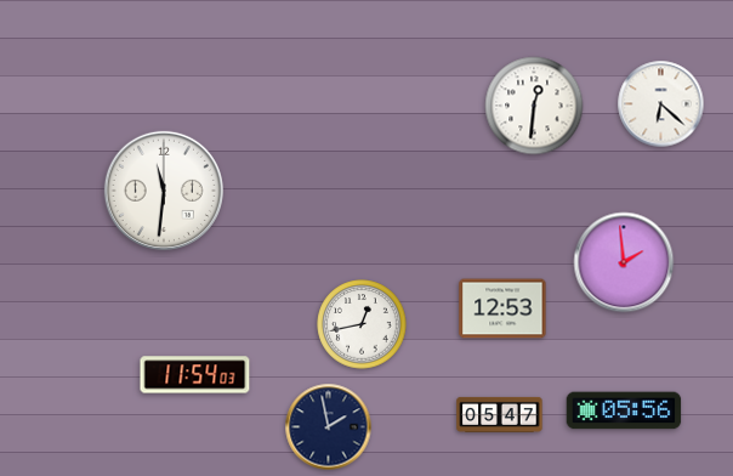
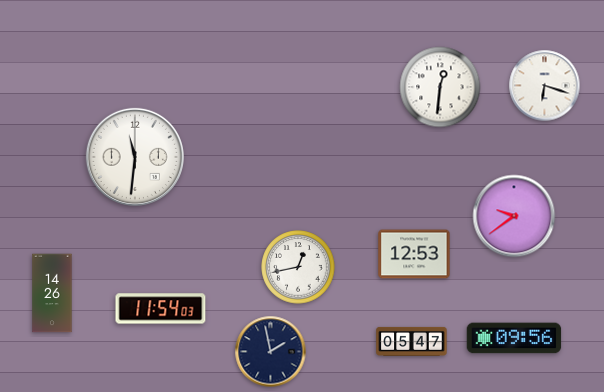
clock at (661, 104): 6:22 -> 6:18
clock at (624, 262): 1:59 -> 9:39
clock at (52, 293): none -> 14:26
clock at (624, 410): 05:56 -> 09:56
